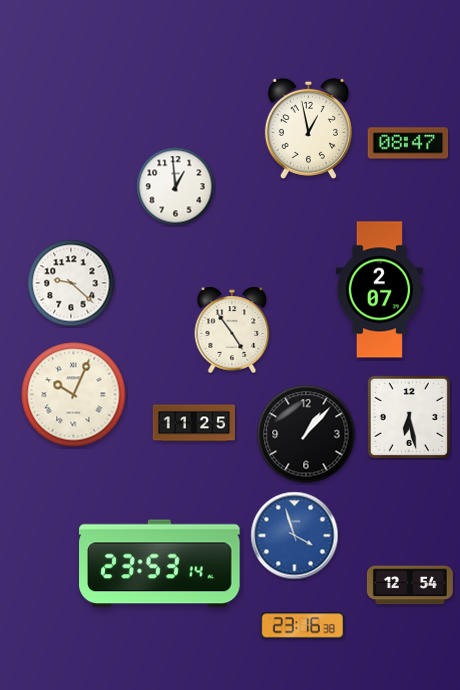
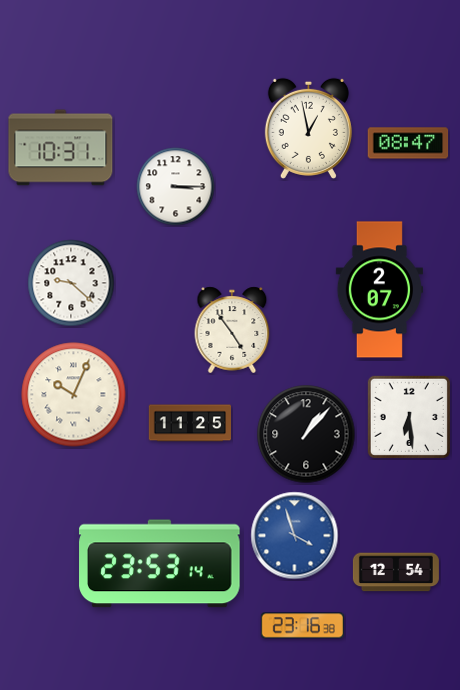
clock at (61, 148): none -> 10:31
clock at (176, 187): 12:59 -> 3:15
clock at (409, 417): 6:28 -> 6:29
clock at (193, 423) position: (193, 423) -> (189, 423)
clock at (410, 585) position: (410, 585) -> (396, 572)
